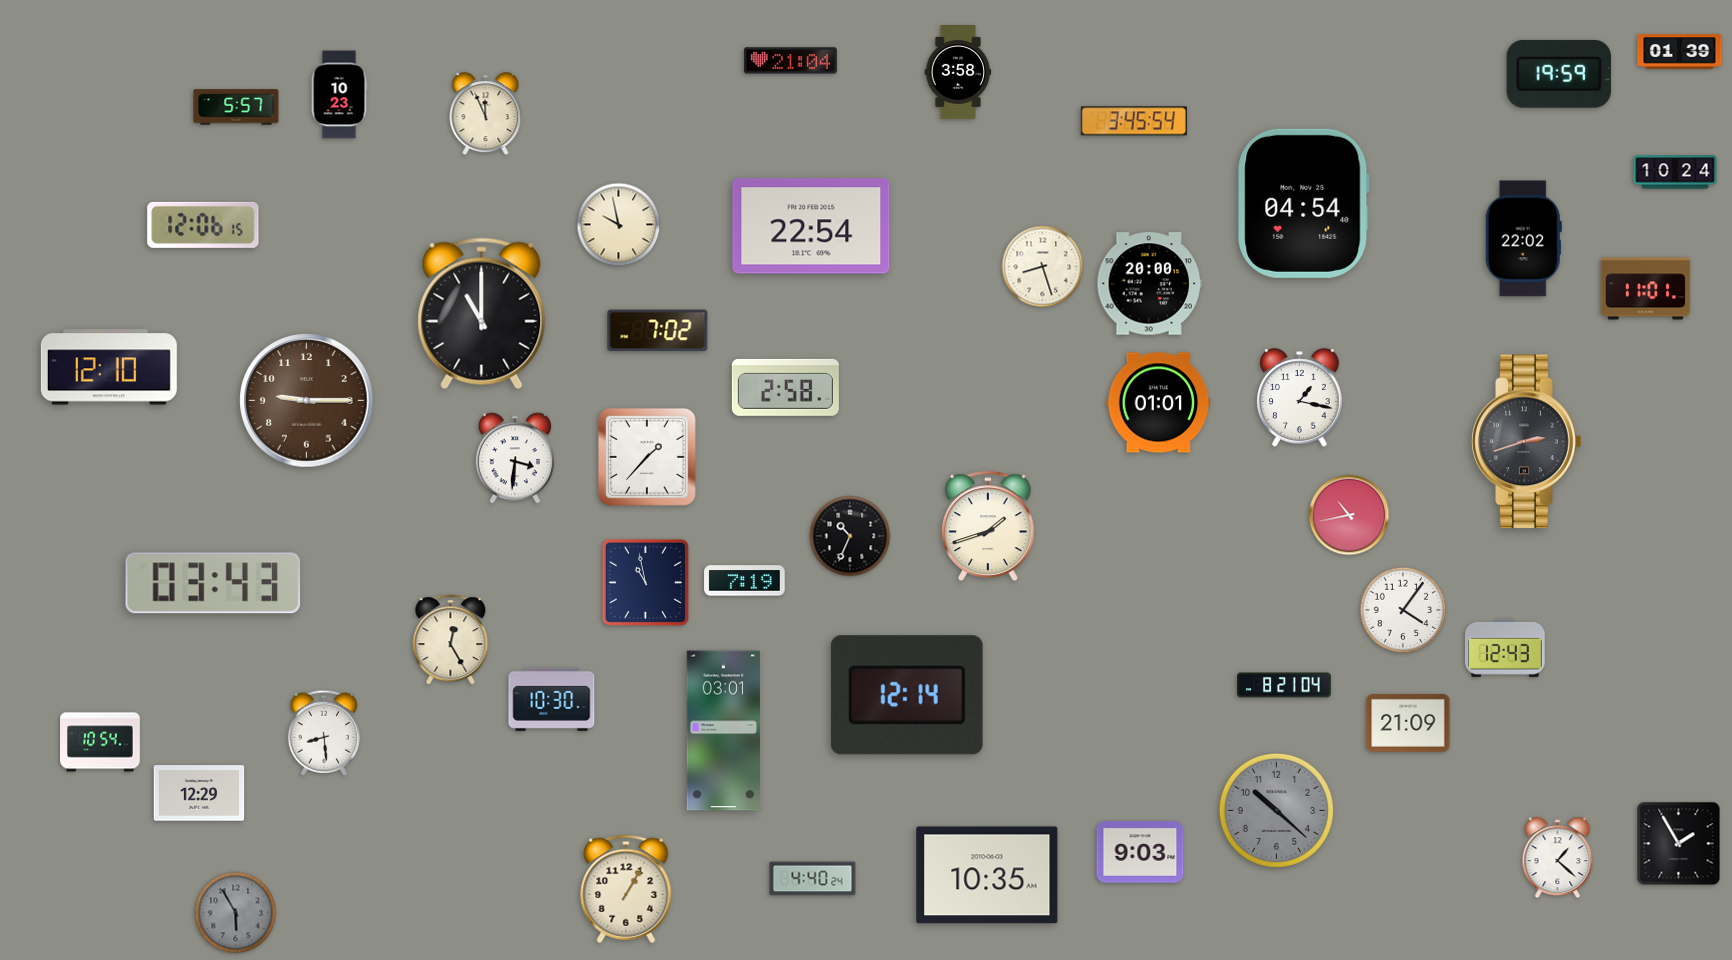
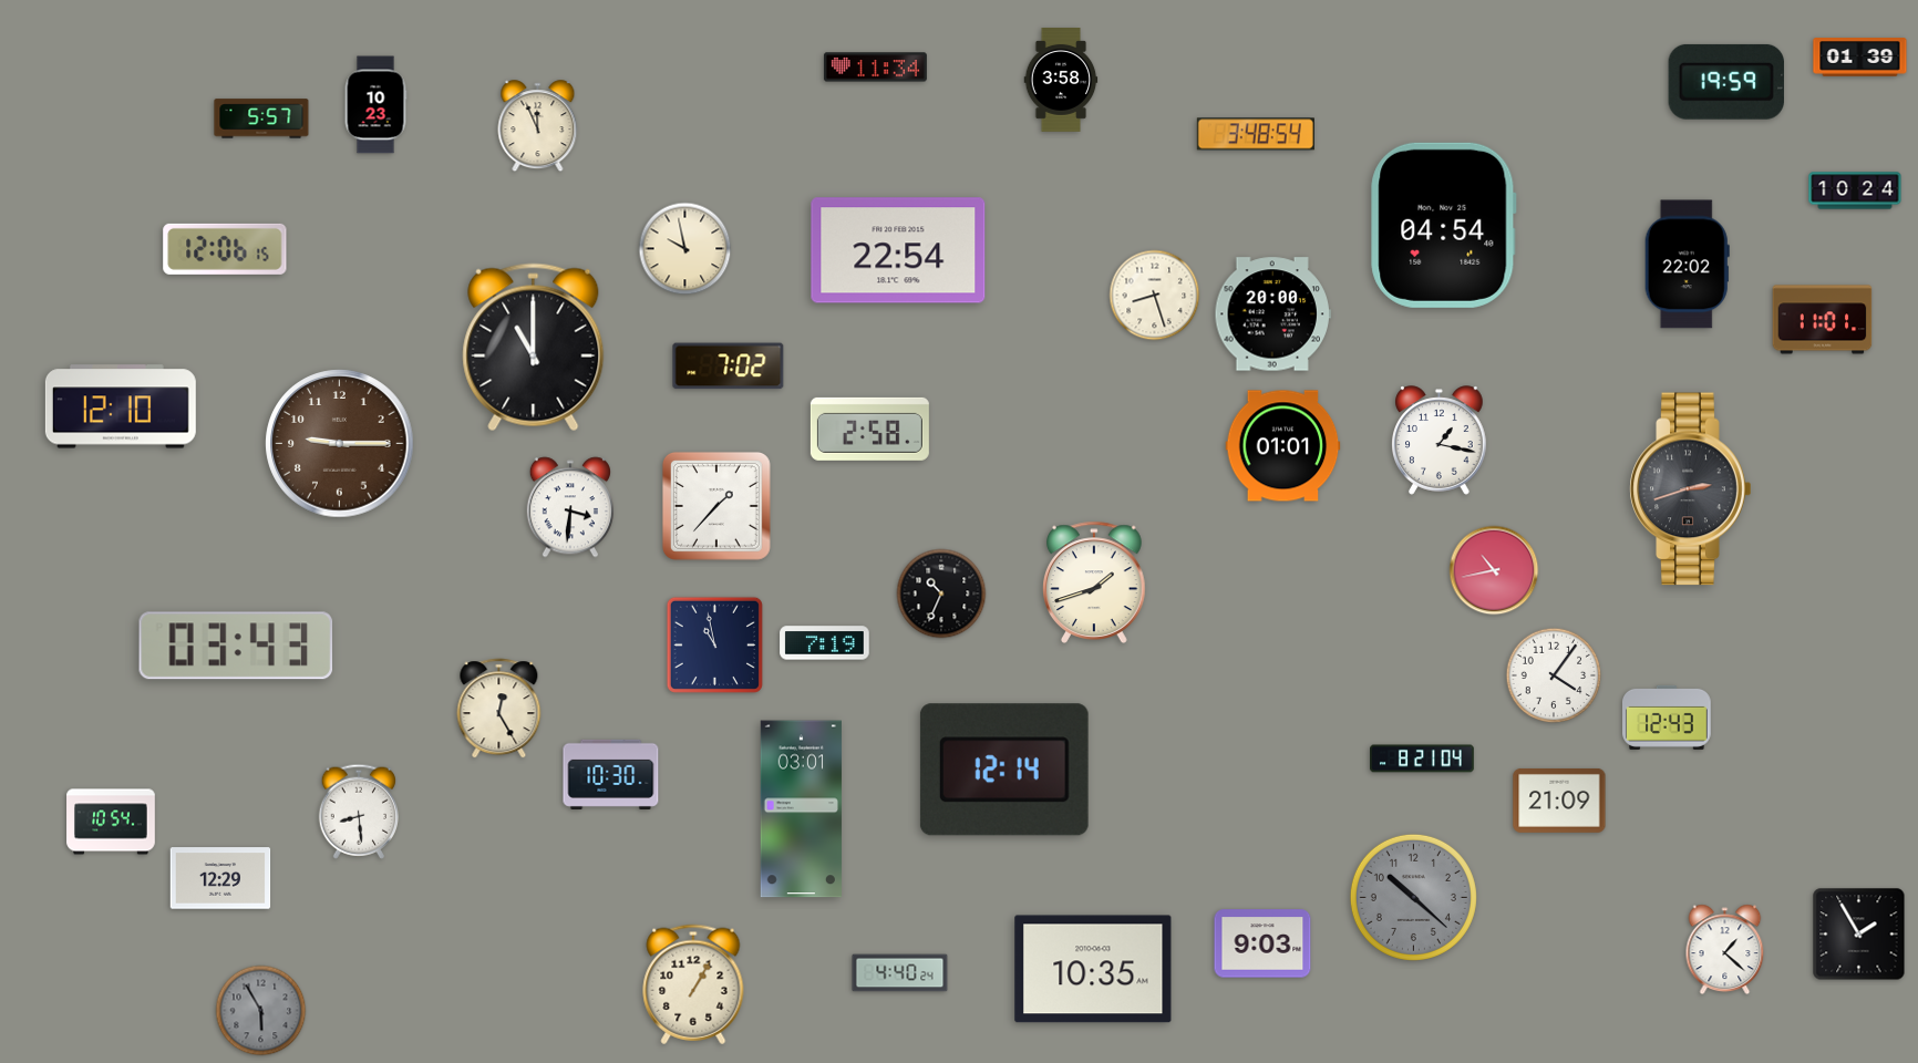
clock at (790, 61): 21:04 -> 11:34
clock at (1134, 121): 3:45 -> 3:48
